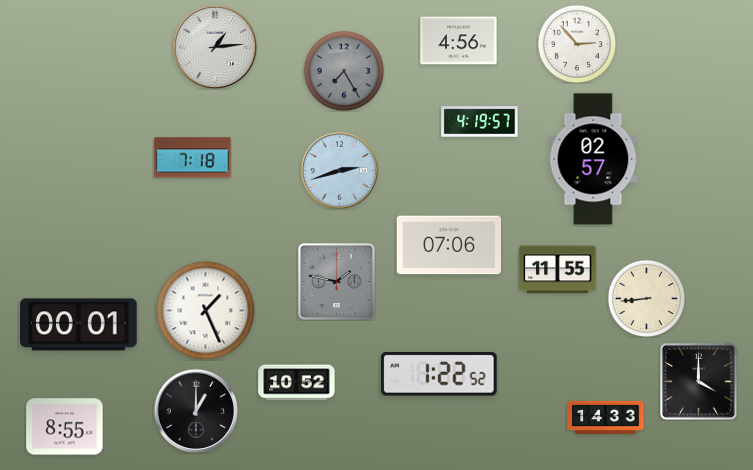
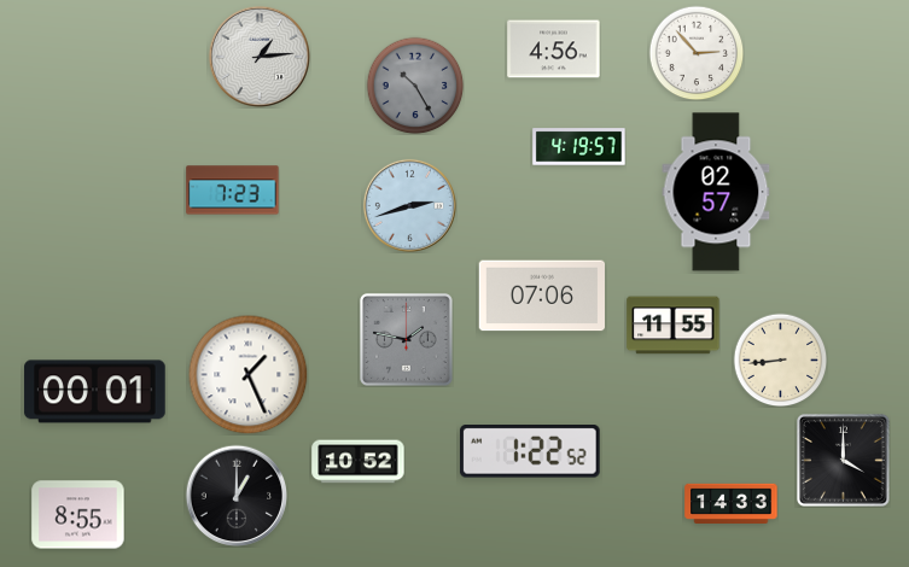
clock at (344, 71): 7:25 -> 10:25
clock at (193, 158): 7:18 -> 7:23
